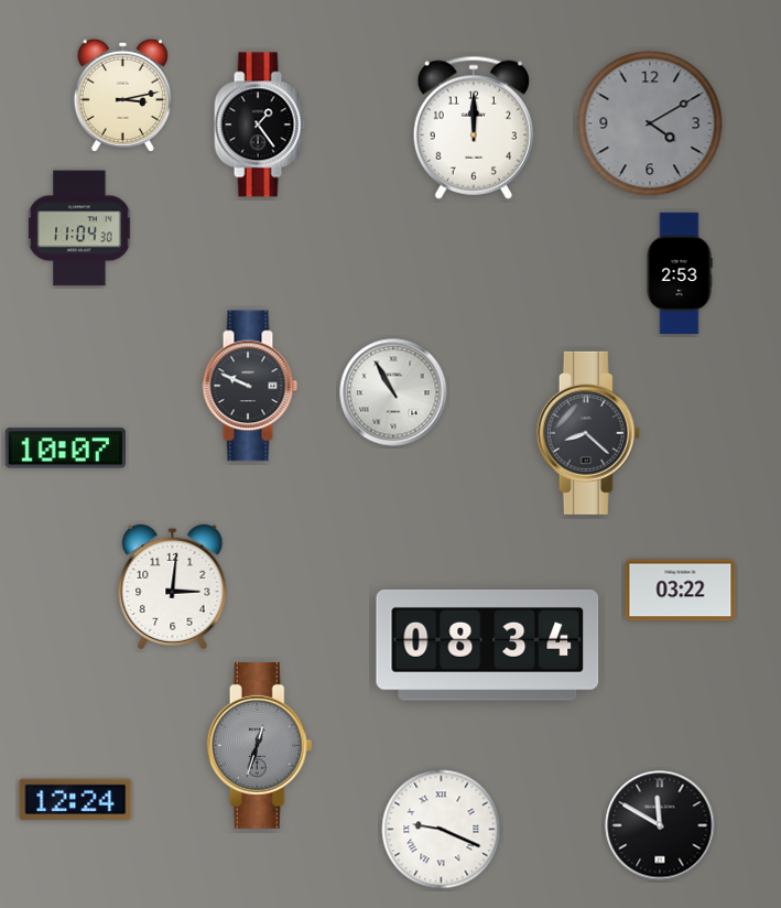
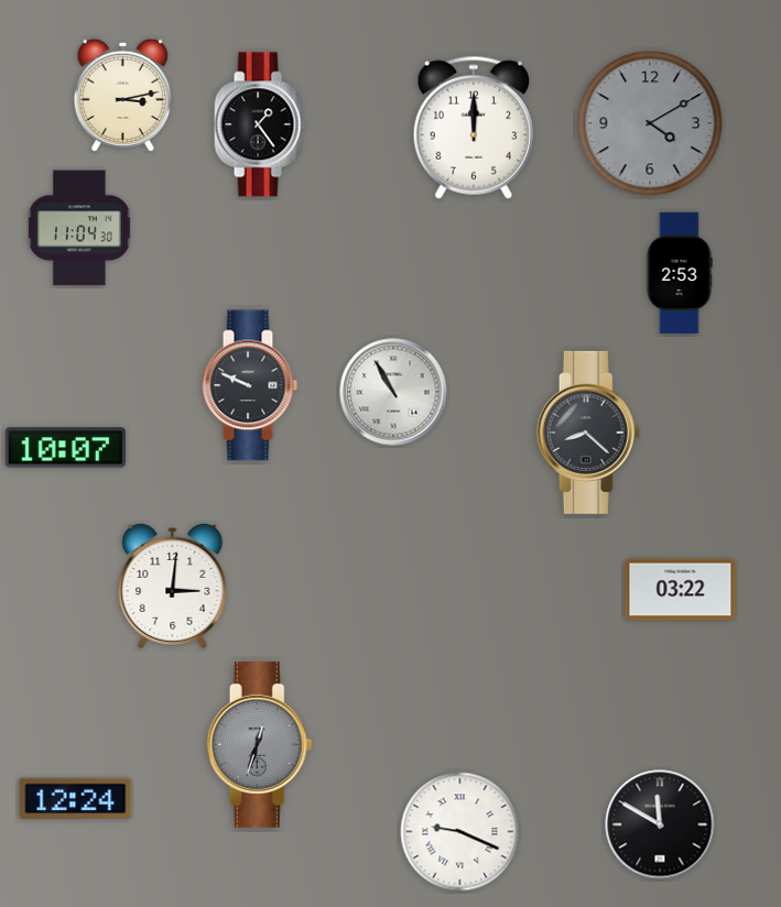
clock at (488, 646): 08:34 -> none
clock at (442, 830) position: (442, 830) -> (460, 832)
